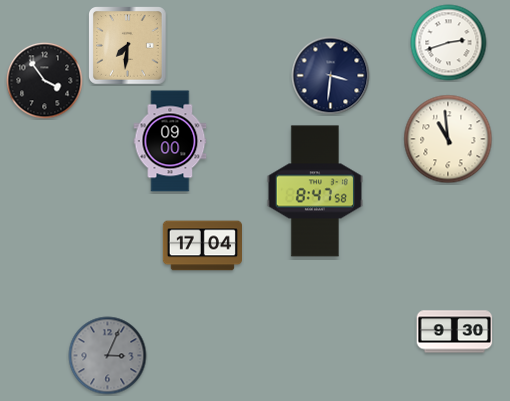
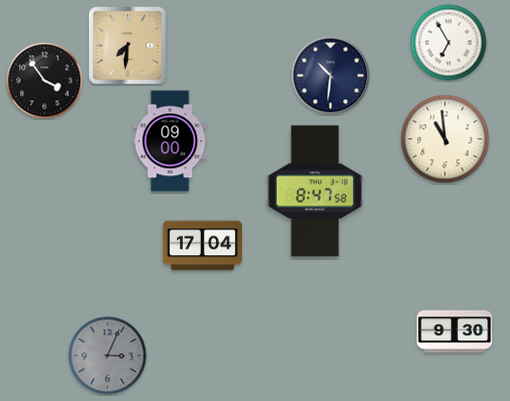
clock at (449, 43): 2:42 -> 6:55
clock at (331, 76): 3:31 -> 10:31
clock at (448, 139) position: (448, 139) -> (445, 139)
